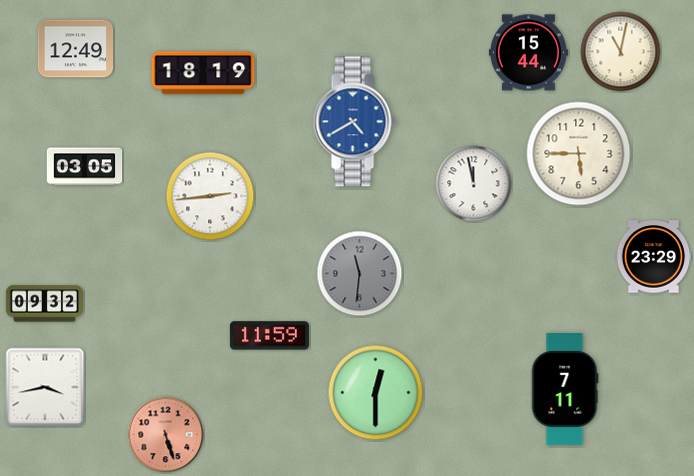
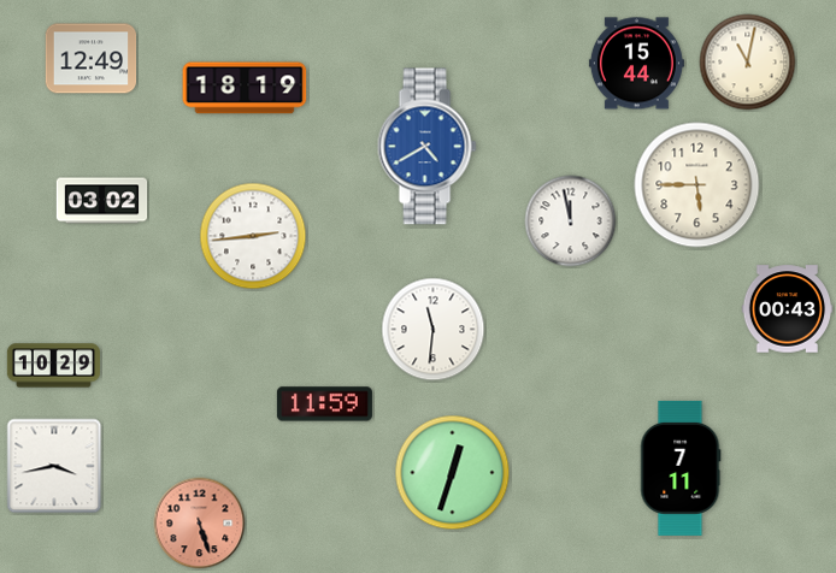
clock at (85, 167): 03:05 -> 03:02
clock at (654, 257): 23:29 -> 00:43
clock at (360, 274) dial: grey -> white
clock at (44, 304): 09:32 -> 10:29
clock at (376, 393): 12:30 -> 12:33
